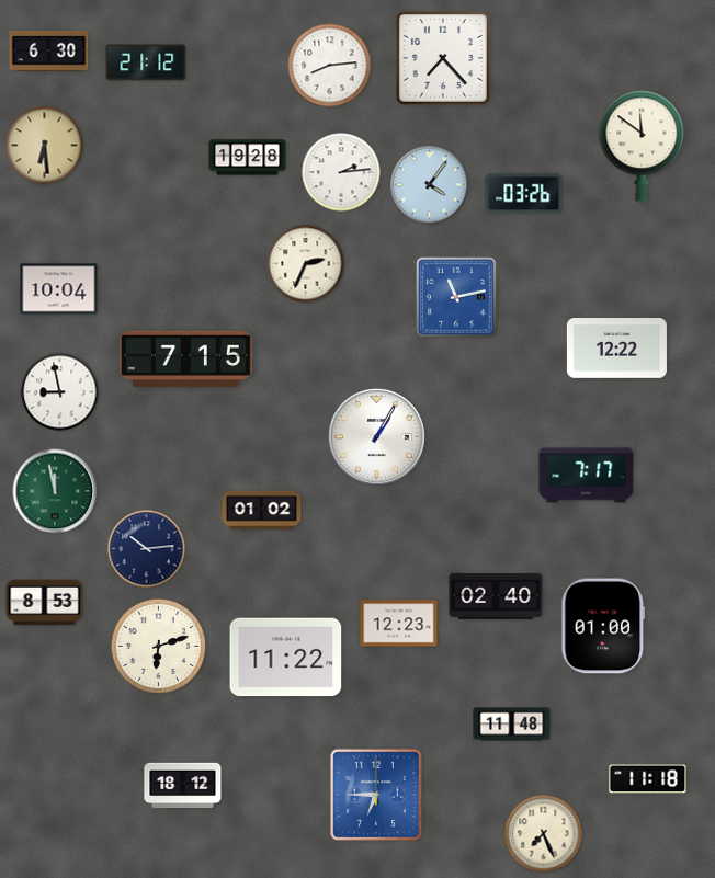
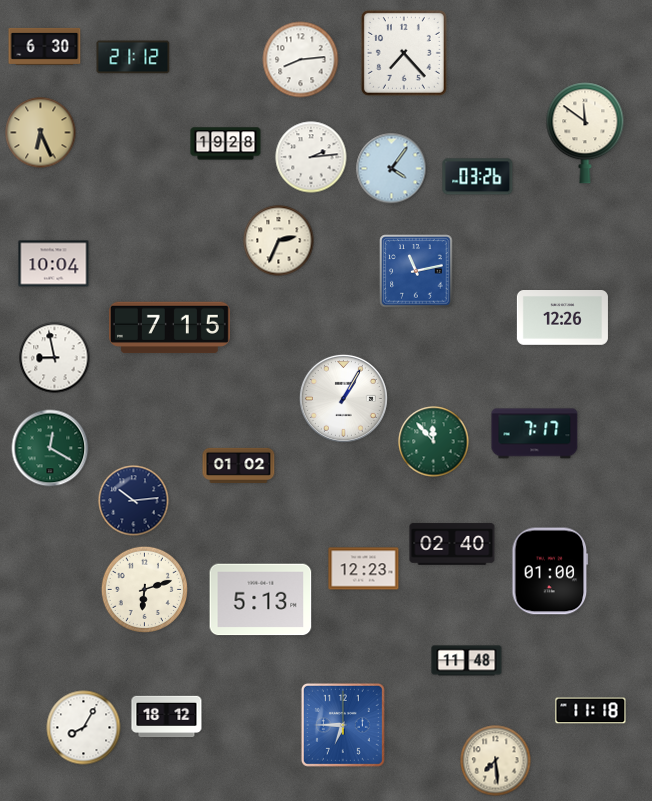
clock at (45, 146): 6:29 -> 6:26
clock at (616, 349): 12:22 -> 12:26
clock at (434, 442): none -> 11:53
clock at (55, 491): 11:58 -> 12:20
clock at (45, 603): 8:53 -> none
clock at (286, 658): 11:22 -> 5:13
clock at (84, 728): none -> 8:05
clock at (544, 834): 7:26 -> 7:29
